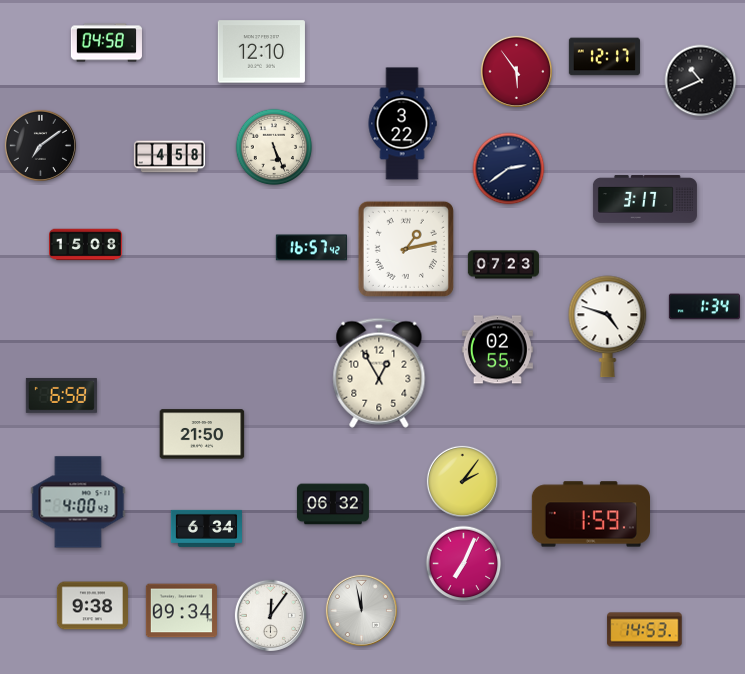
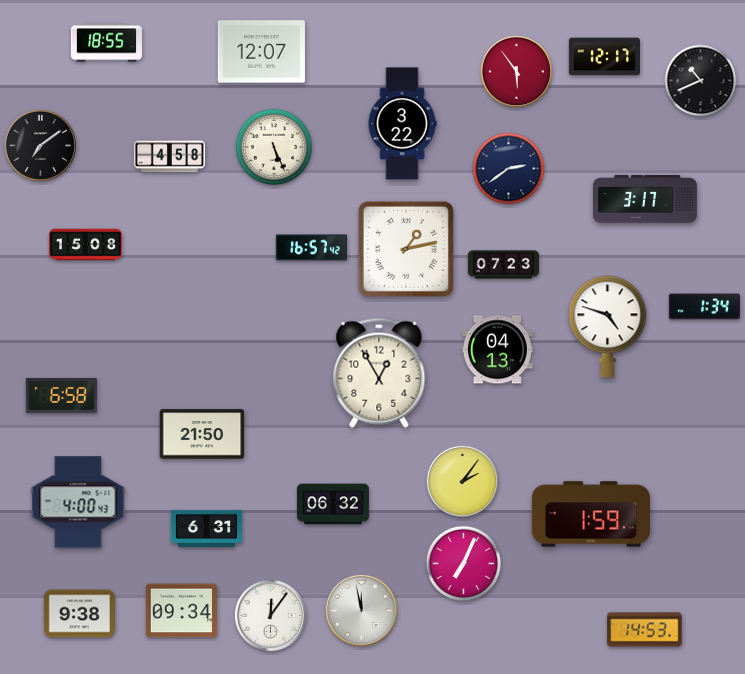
clock at (106, 43): 04:58 -> 18:55
clock at (261, 52): 12:10 -> 12:07
clock at (497, 350): 02:55 -> 04:13
clock at (206, 528): 6:34 -> 6:31
clock at (92, 606) position: (92, 606) -> (79, 614)
